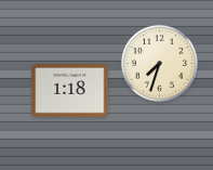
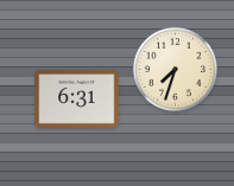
clock at (70, 91): 1:18 -> 6:31
